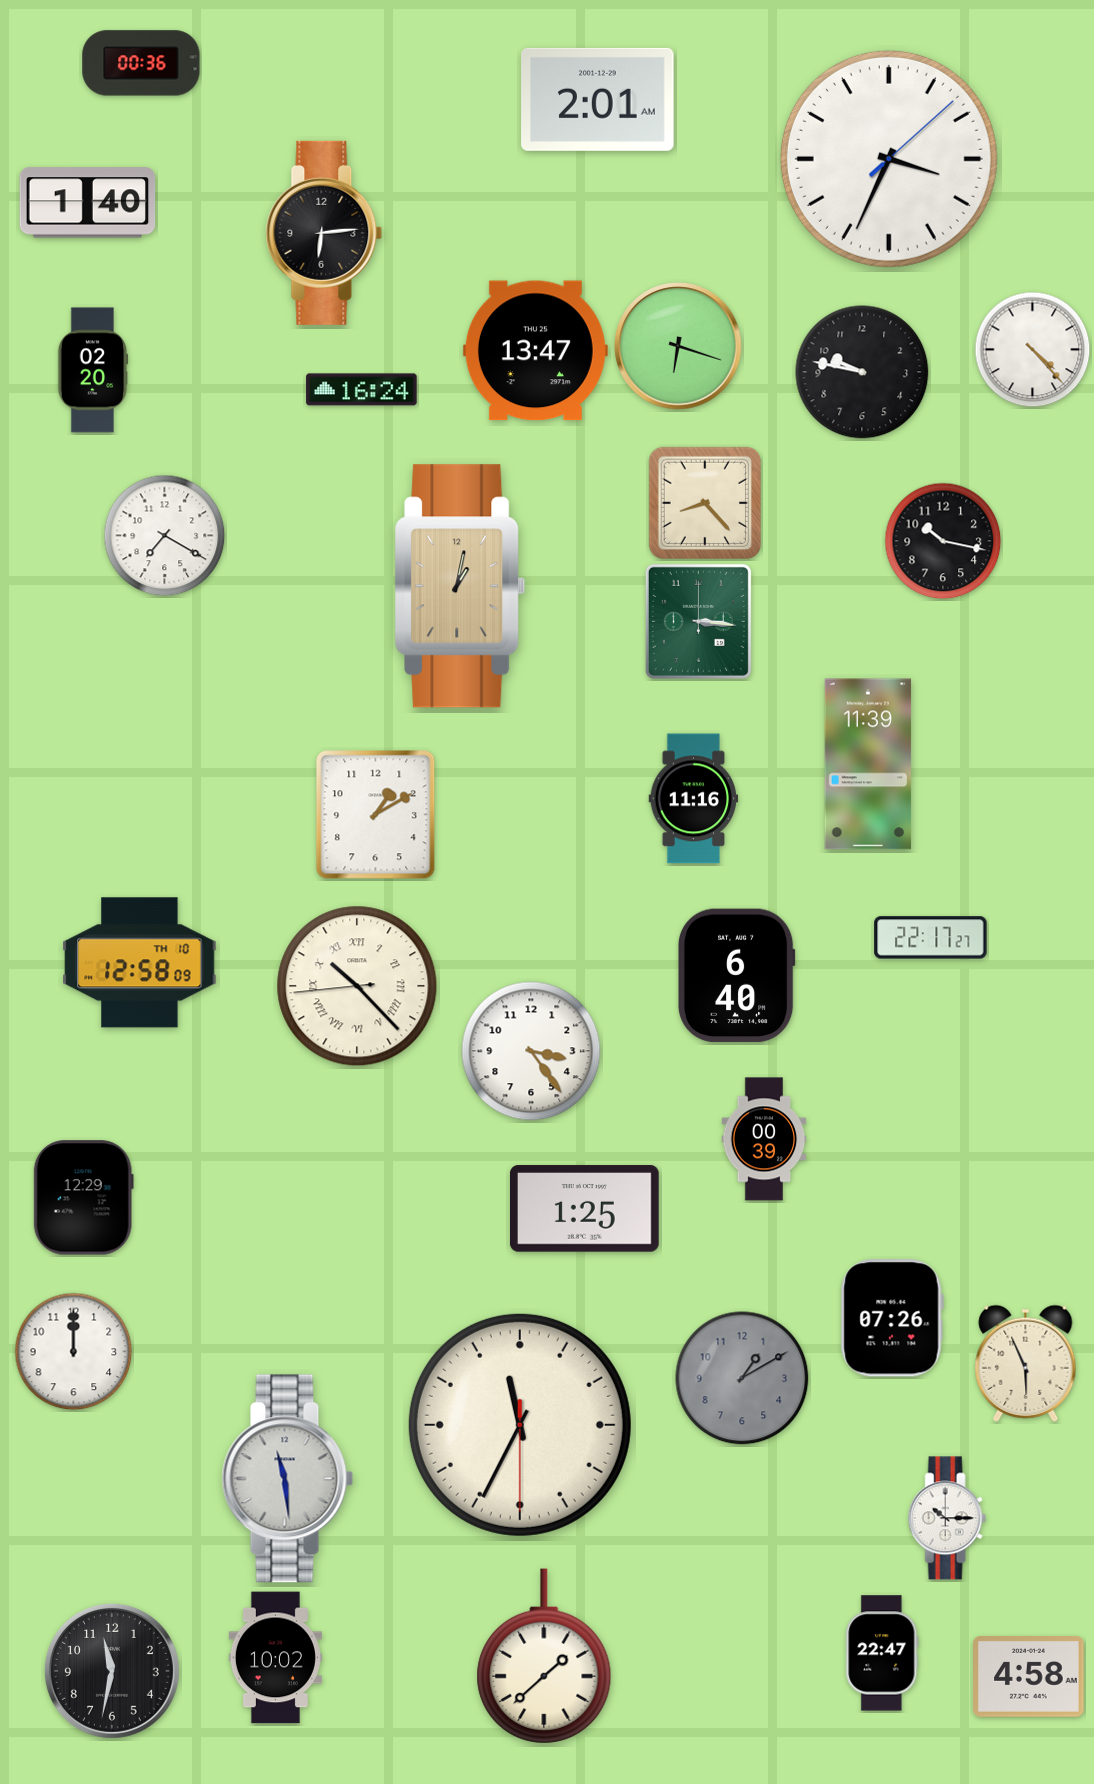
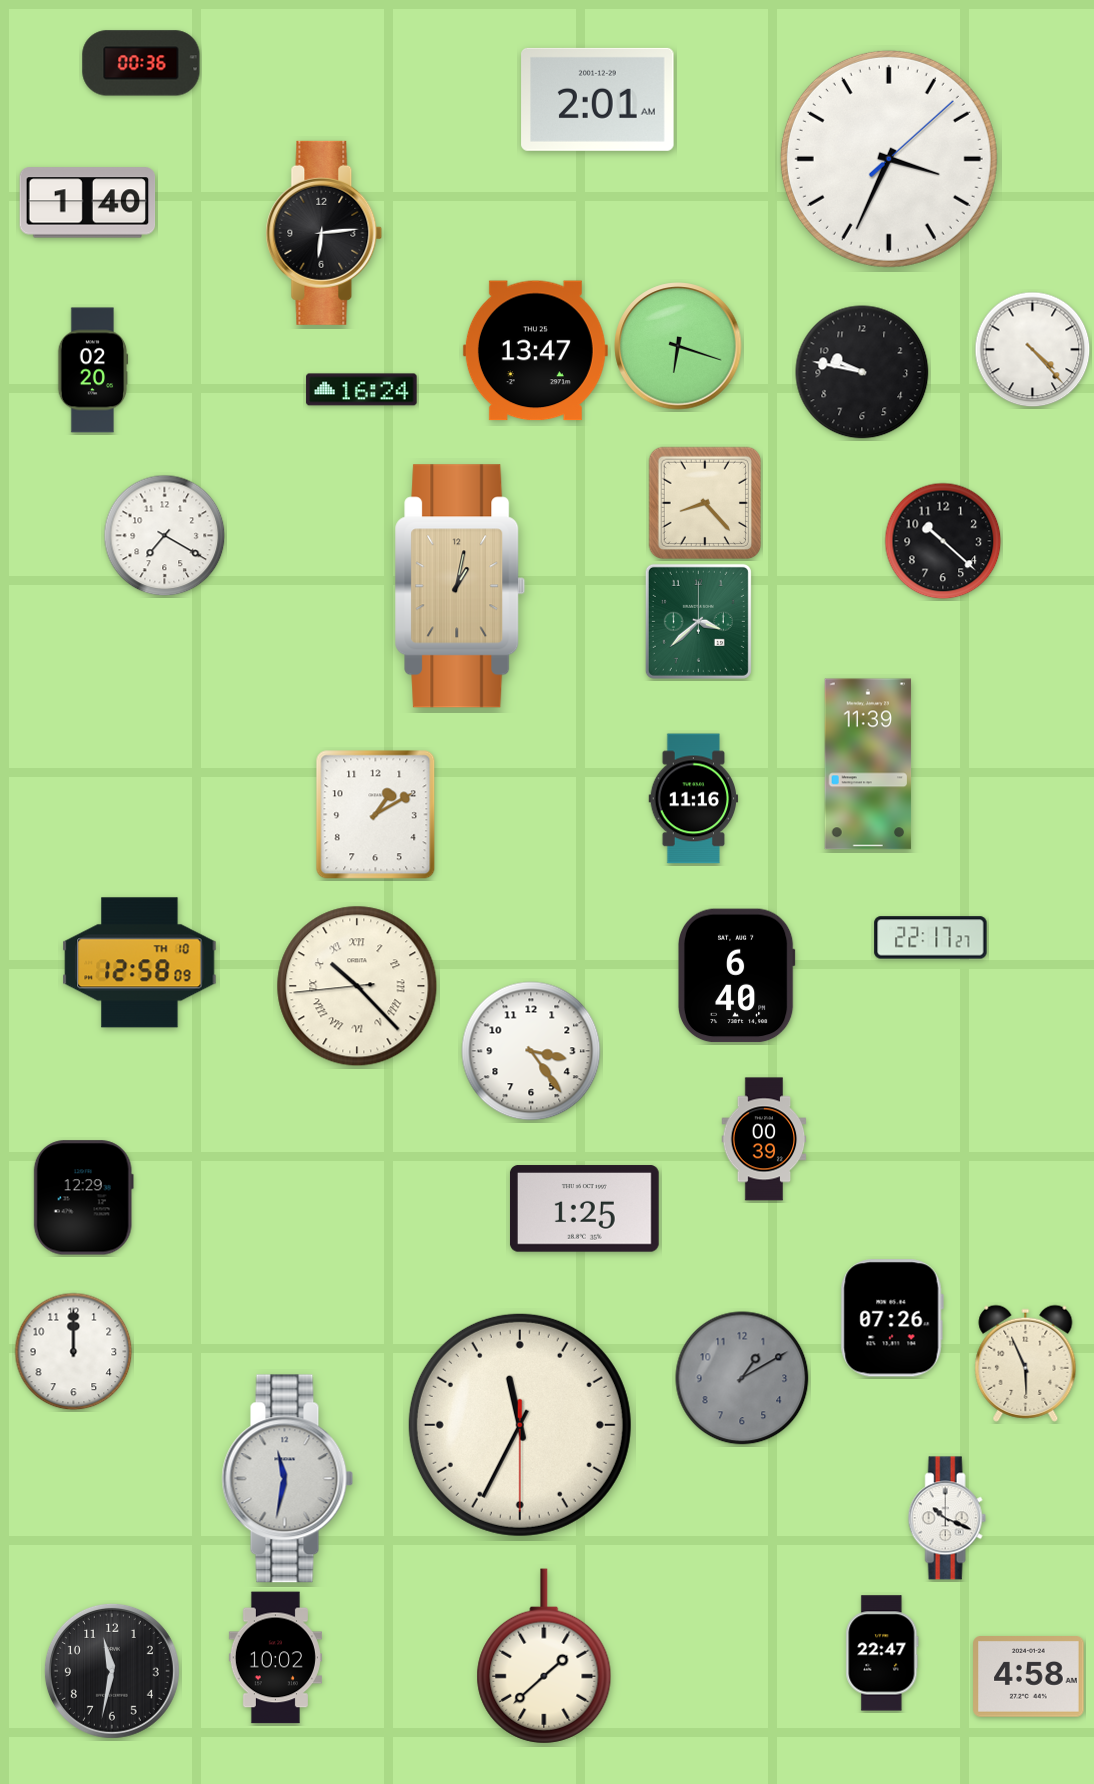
clock at (943, 541): 10:17 -> 10:22
clock at (698, 621): 3:16 -> 3:38
clock at (288, 1479): 11:29 -> 11:32
clock at (947, 1518): 10:15 -> 10:19
